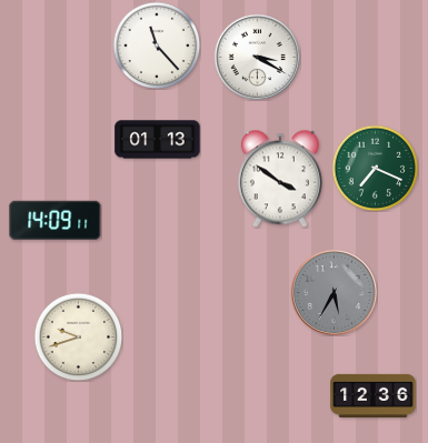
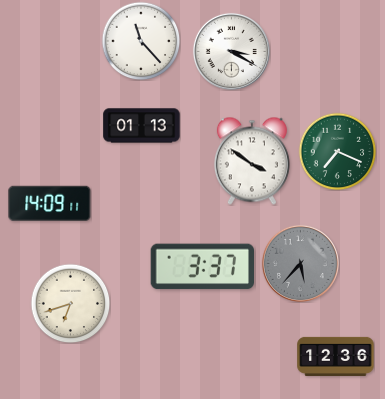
clock at (56, 220) position: (56, 220) -> (50, 203)
clock at (334, 292): 5:35 -> 5:37
clock at (203, 267): none -> 3:37
clock at (78, 336): 9:42 -> 6:42
